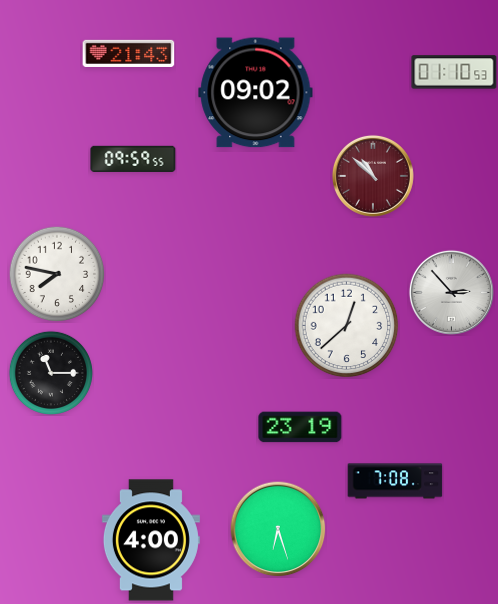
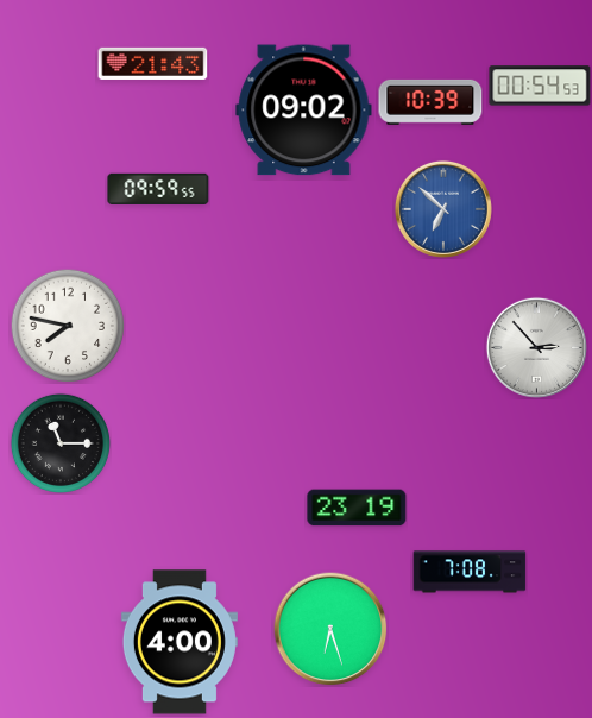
clock at (454, 72): 01:10 -> 00:54
clock at (430, 102): none -> 10:39
clock at (373, 176): 10:52 -> 6:52
clock at (373, 176) dial: burgundy -> blue
clock at (347, 326): 12:38 -> none
